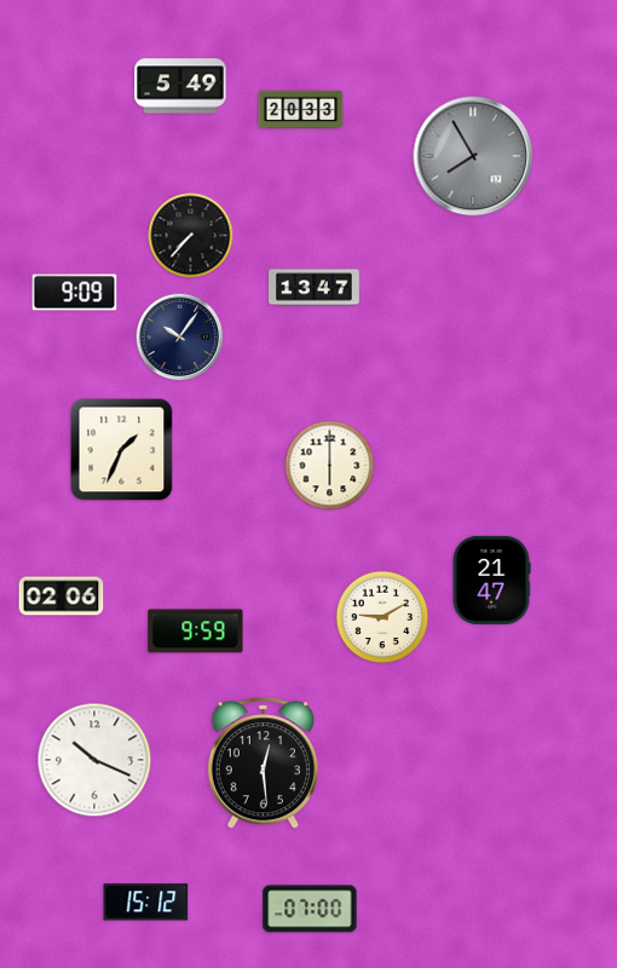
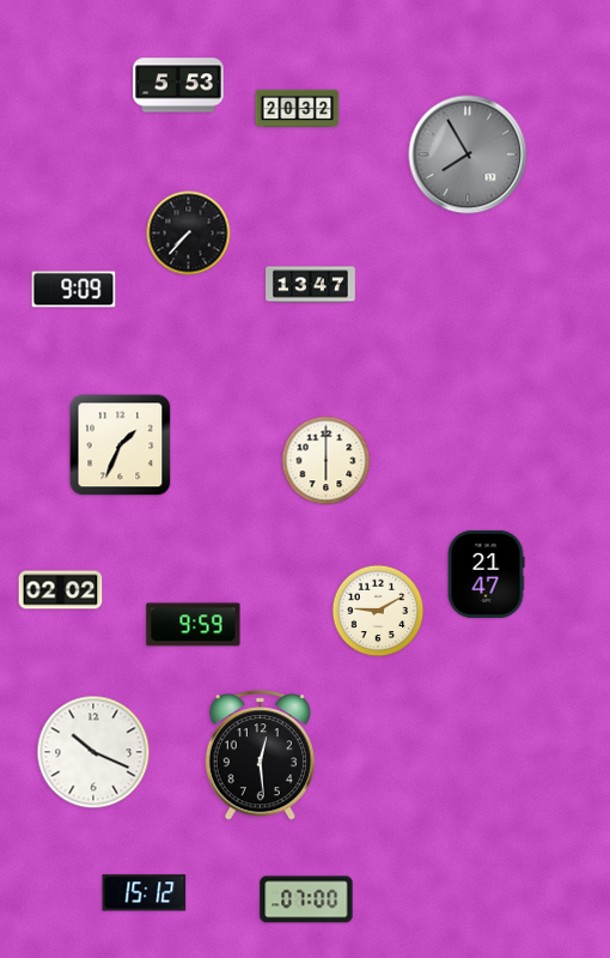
clock at (180, 86): 5:49 -> 5:53
clock at (301, 110): 20:33 -> 20:32
clock at (180, 338): 10:06 -> none
clock at (62, 597): 02:06 -> 02:02
